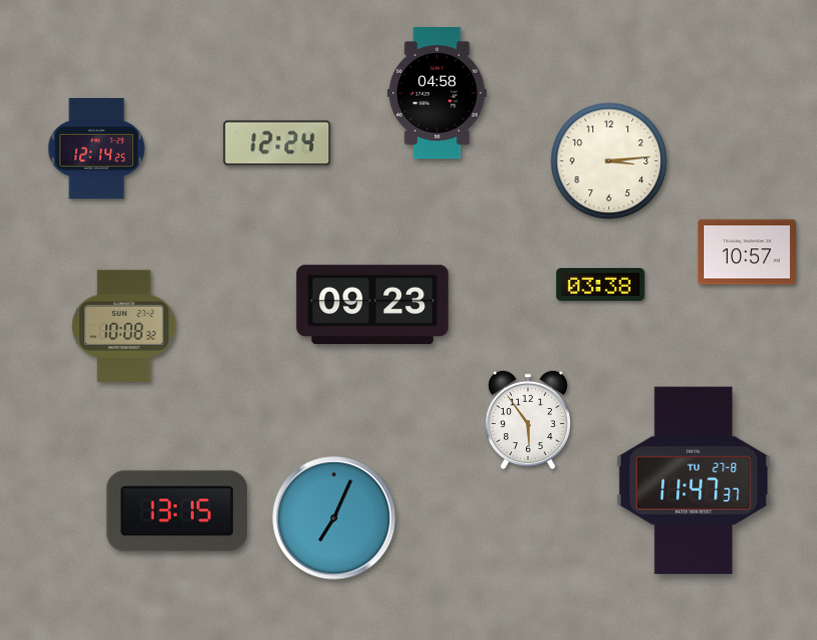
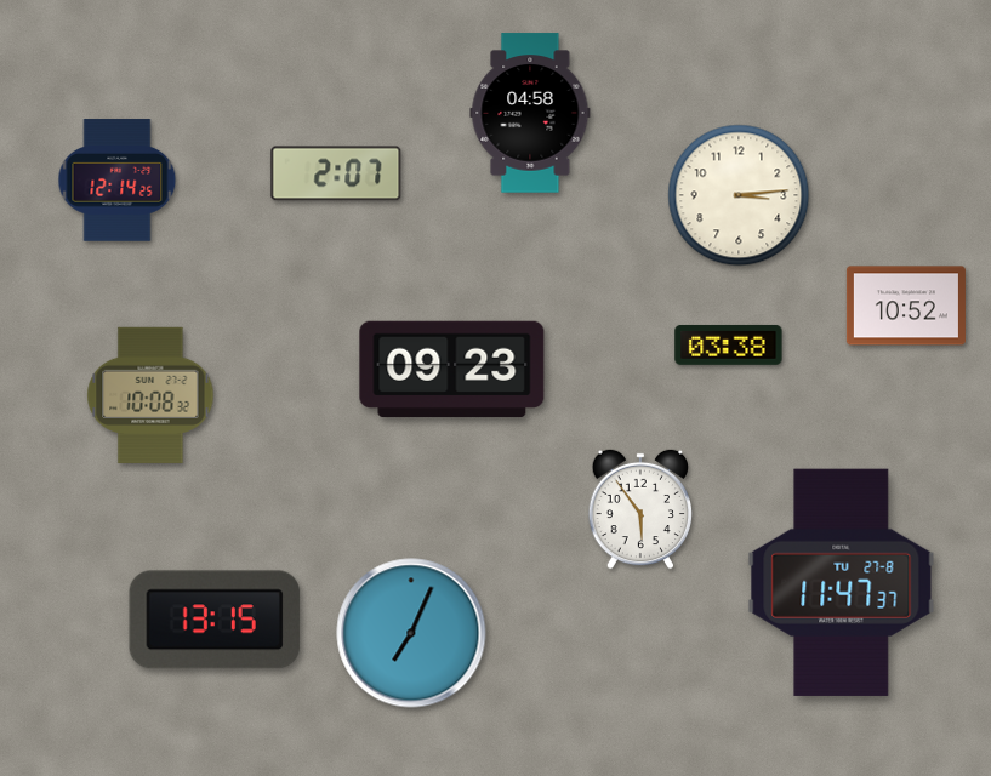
clock at (277, 143): 12:24 -> 2:07
clock at (747, 252): 10:57 -> 10:52
clock at (334, 518) position: (334, 518) -> (411, 633)
